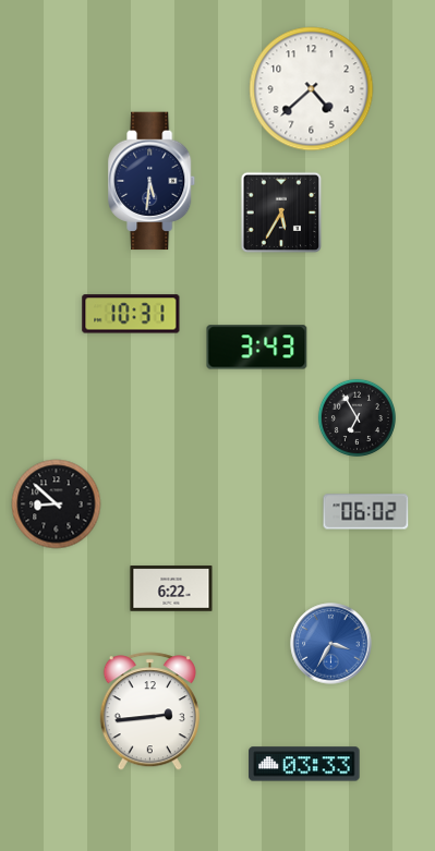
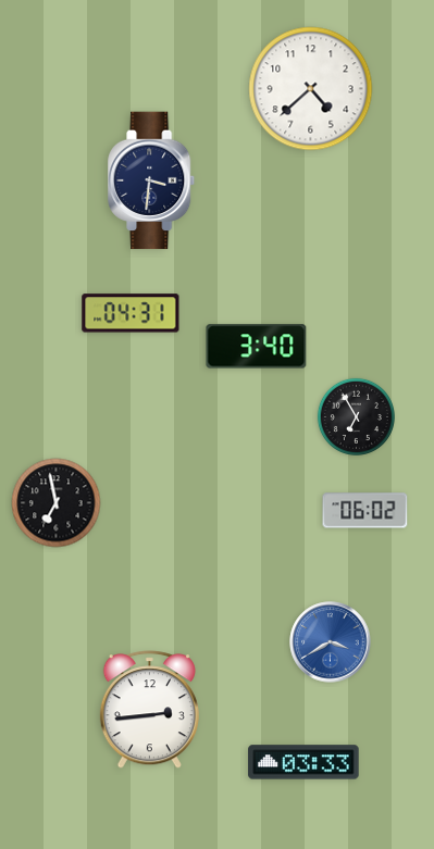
clock at (153, 181): 5:31 -> 3:31
clock at (281, 212): 5:35 -> none
clock at (131, 314): 10:31 -> 04:31
clock at (257, 348): 3:43 -> 3:40
clock at (57, 504): 8:52 -> 6:58
clock at (171, 588): 6:22 -> none
clock at (331, 644): 3:35 -> 3:40
